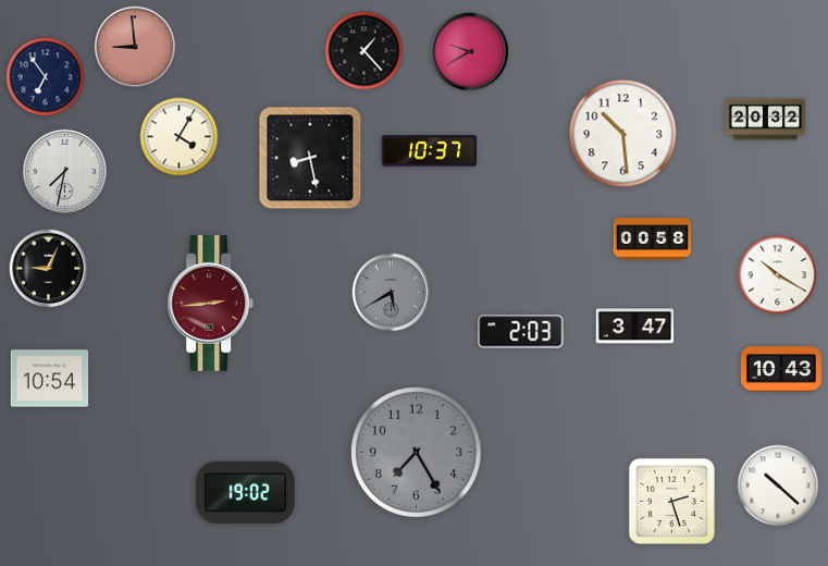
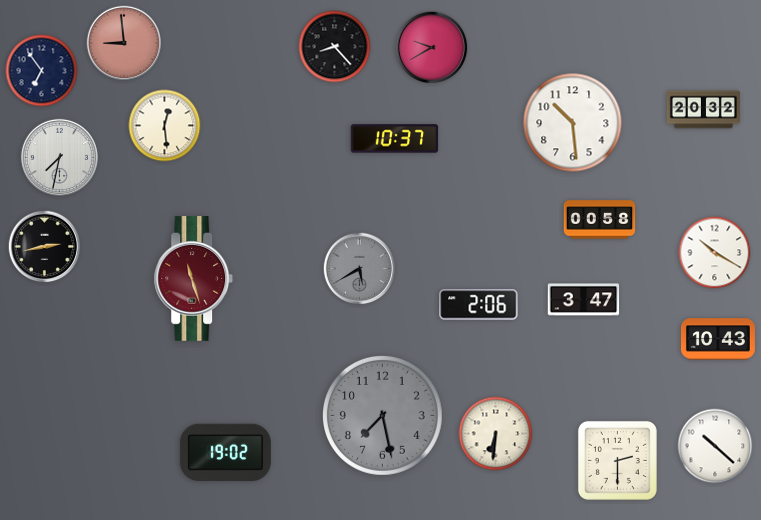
clock at (364, 51): 1:23 -> 8:23
clock at (180, 137): 4:05 -> 12:29
clock at (310, 158): 8:28 -> none
clock at (49, 269): 9:04 -> 2:43
clock at (211, 304): 2:44 -> 11:27
clock at (521, 332): 2:03 -> 2:06
clock at (50, 379): 10:54 -> none
clock at (416, 452): 7:25 -> 7:28
clock at (496, 434): none -> 6:31
clock at (671, 501): 2:27 -> 2:30
